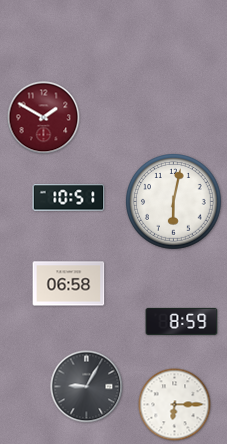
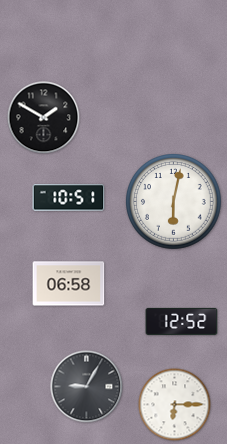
clock at (44, 118) dial: burgundy -> black
clock at (182, 321): 8:59 -> 12:52
